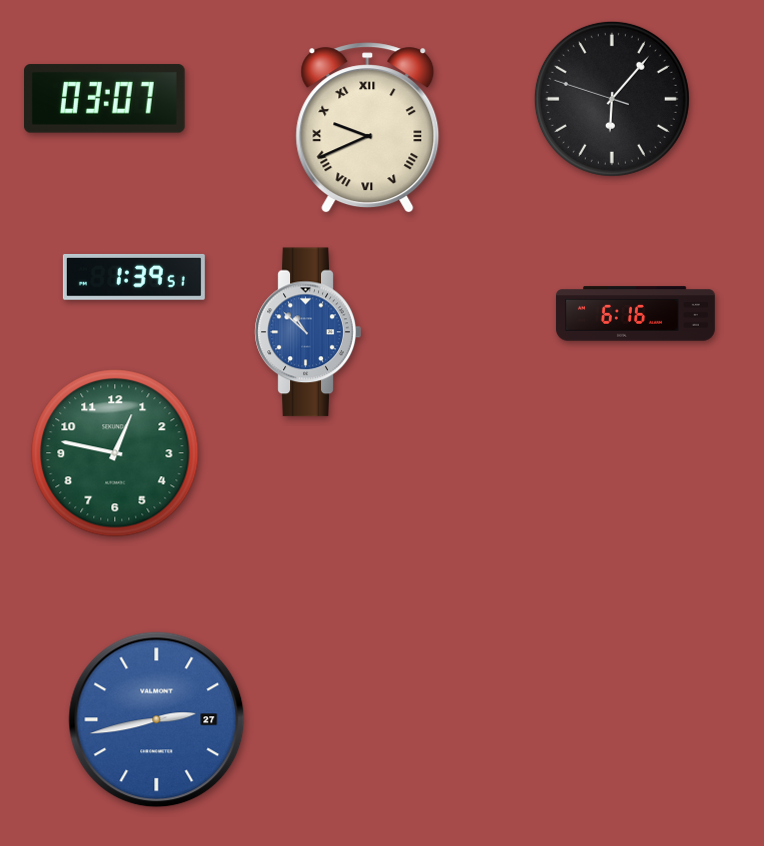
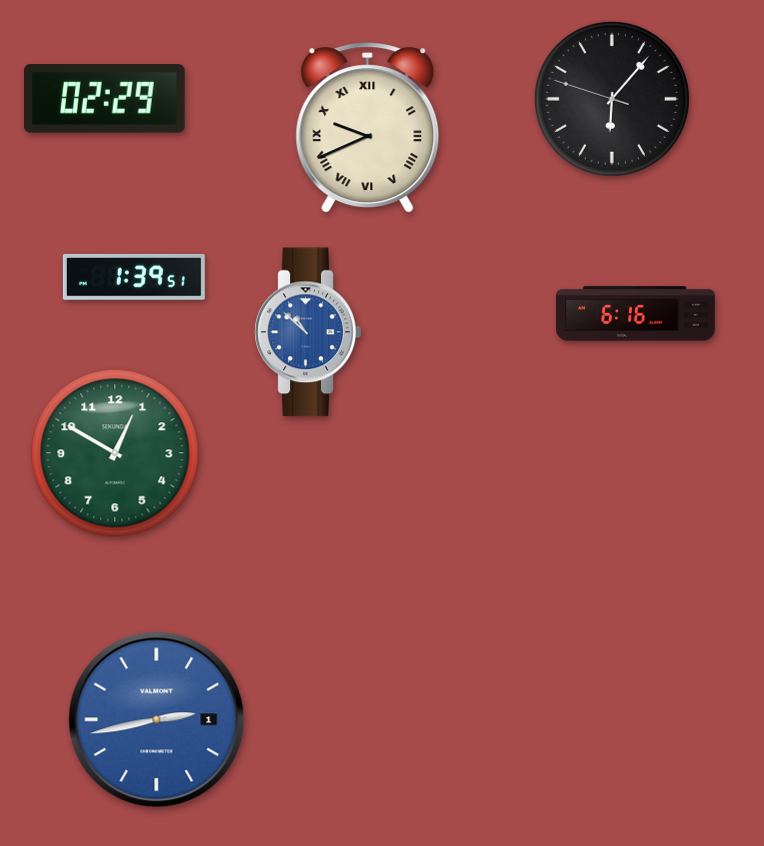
clock at (105, 99): 03:07 -> 02:29
clock at (115, 453): 12:47 -> 12:50
clock at (157, 720) date: 27 -> 1
